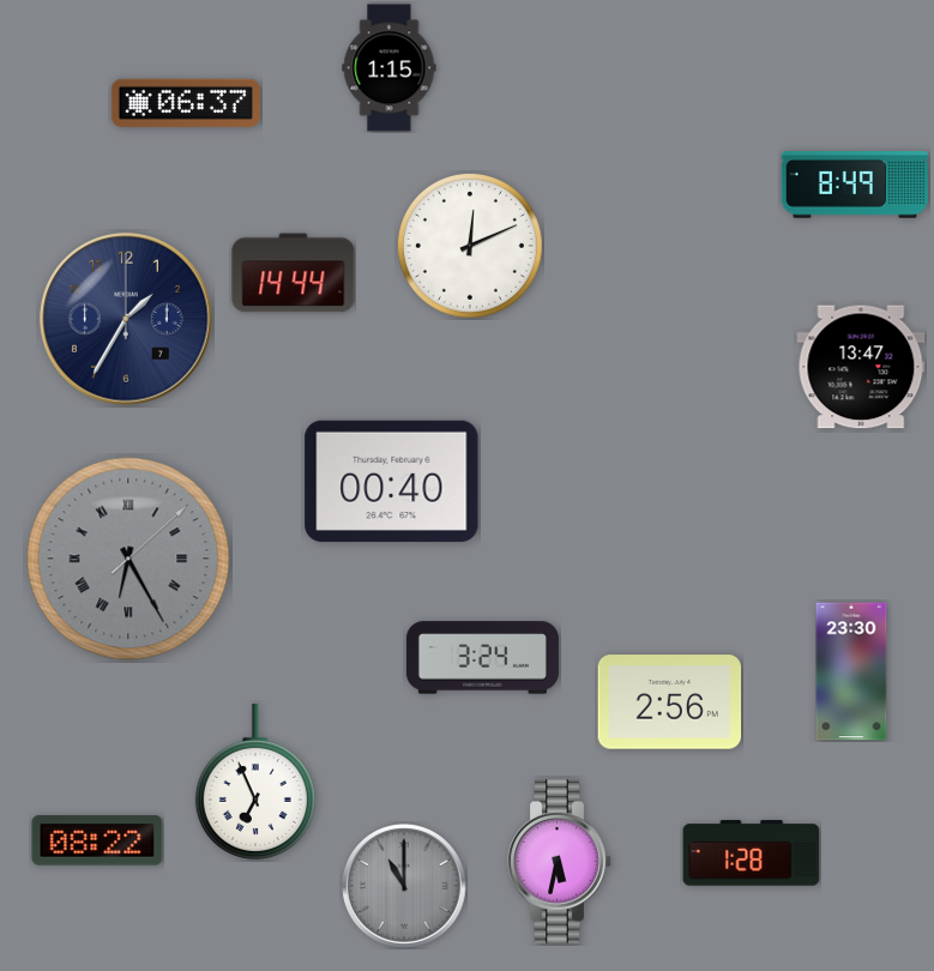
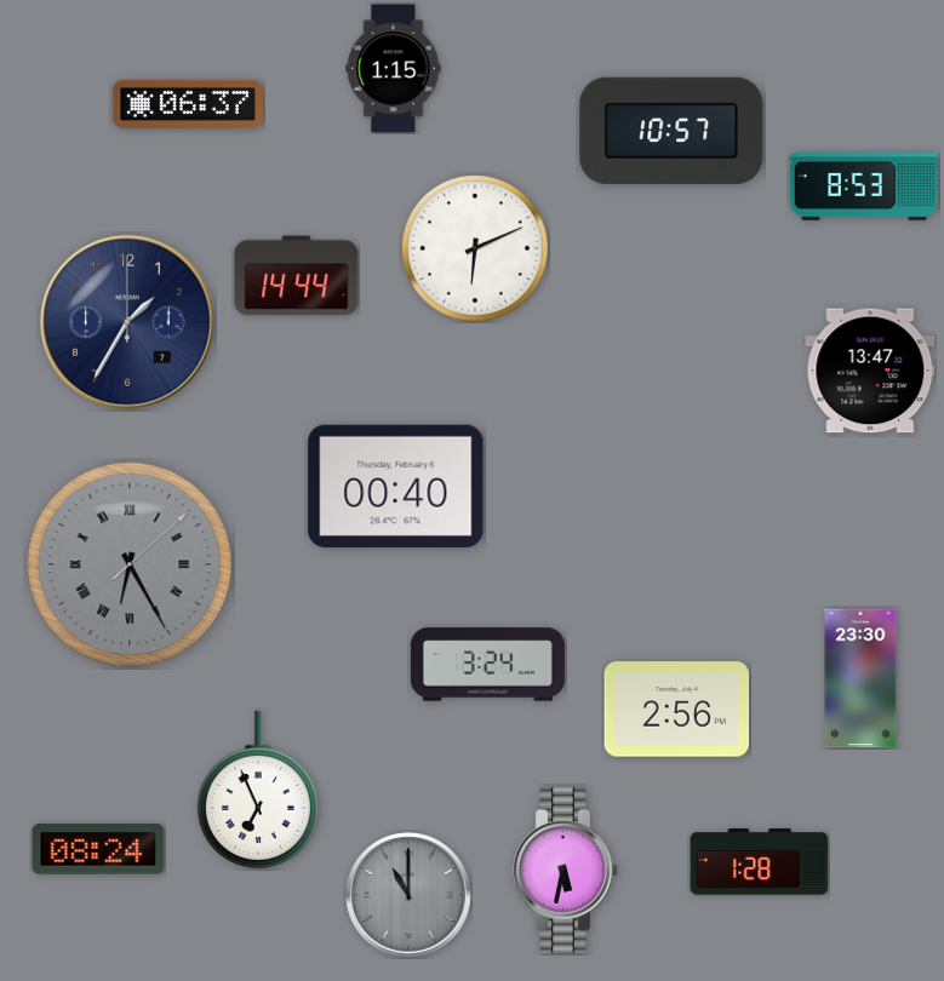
clock at (671, 131): none -> 10:57
clock at (854, 185): 8:49 -> 8:53
clock at (470, 246): 12:11 -> 6:11
clock at (97, 840): 08:22 -> 08:24
